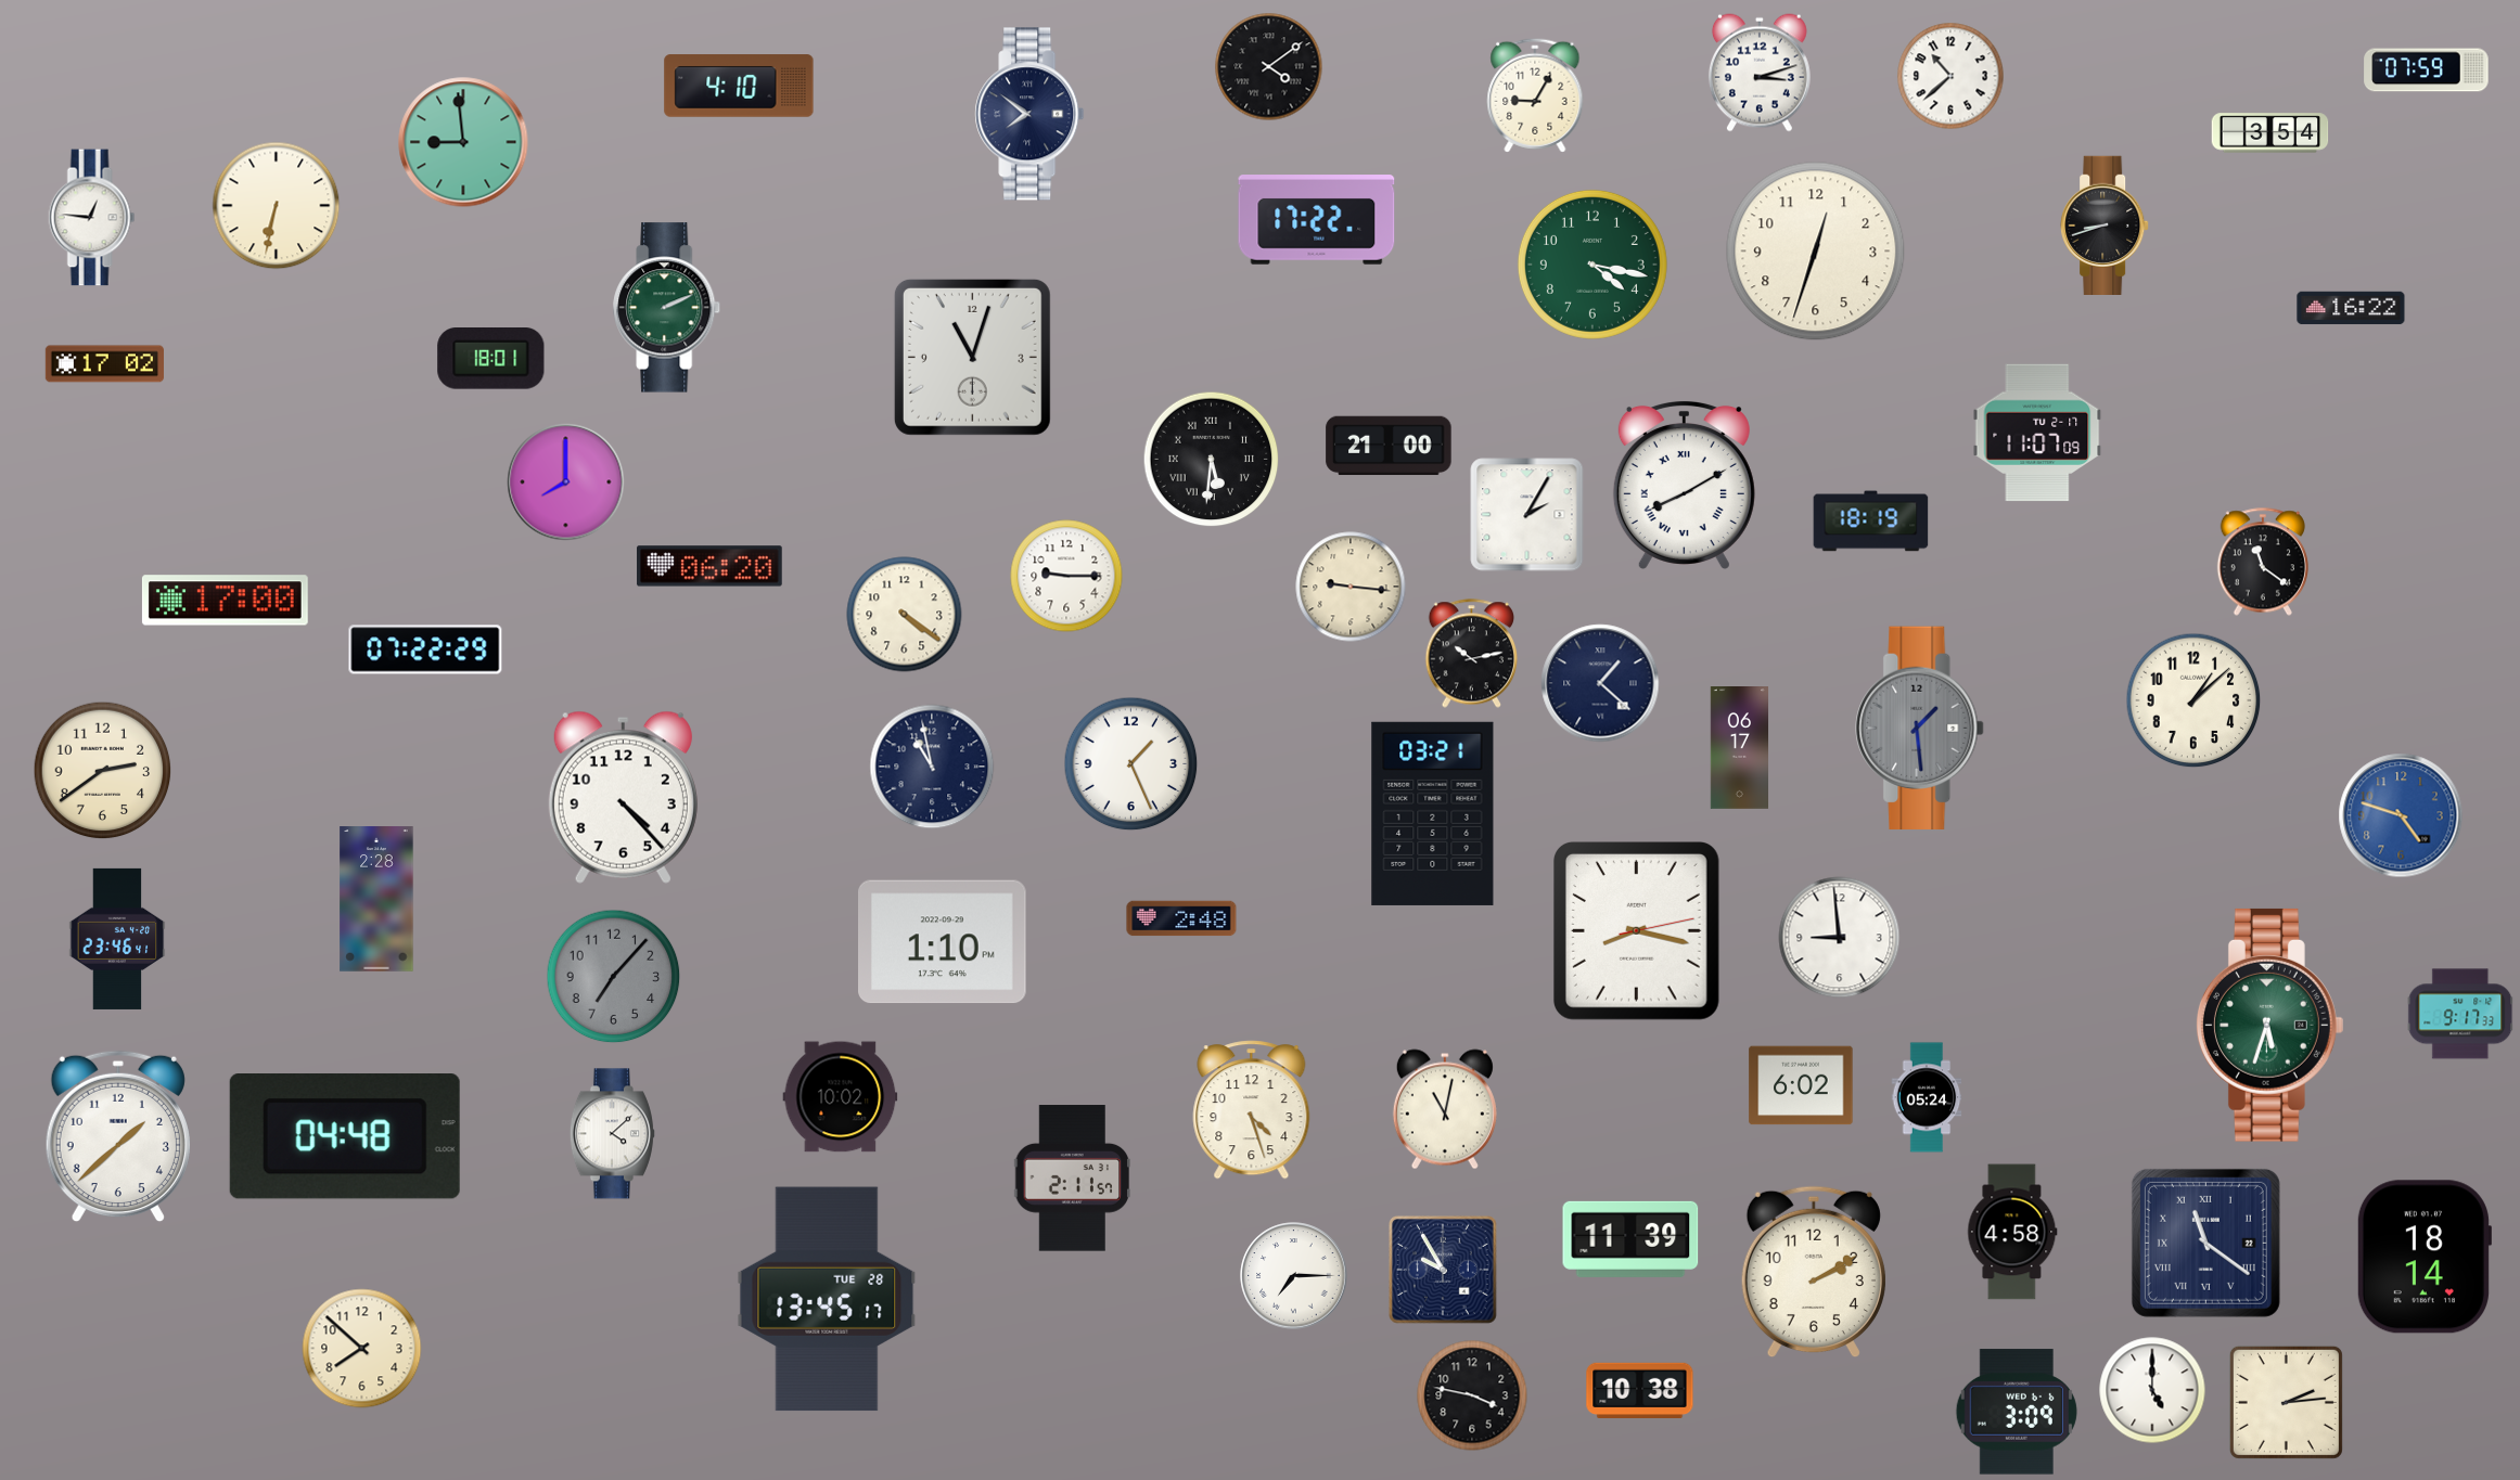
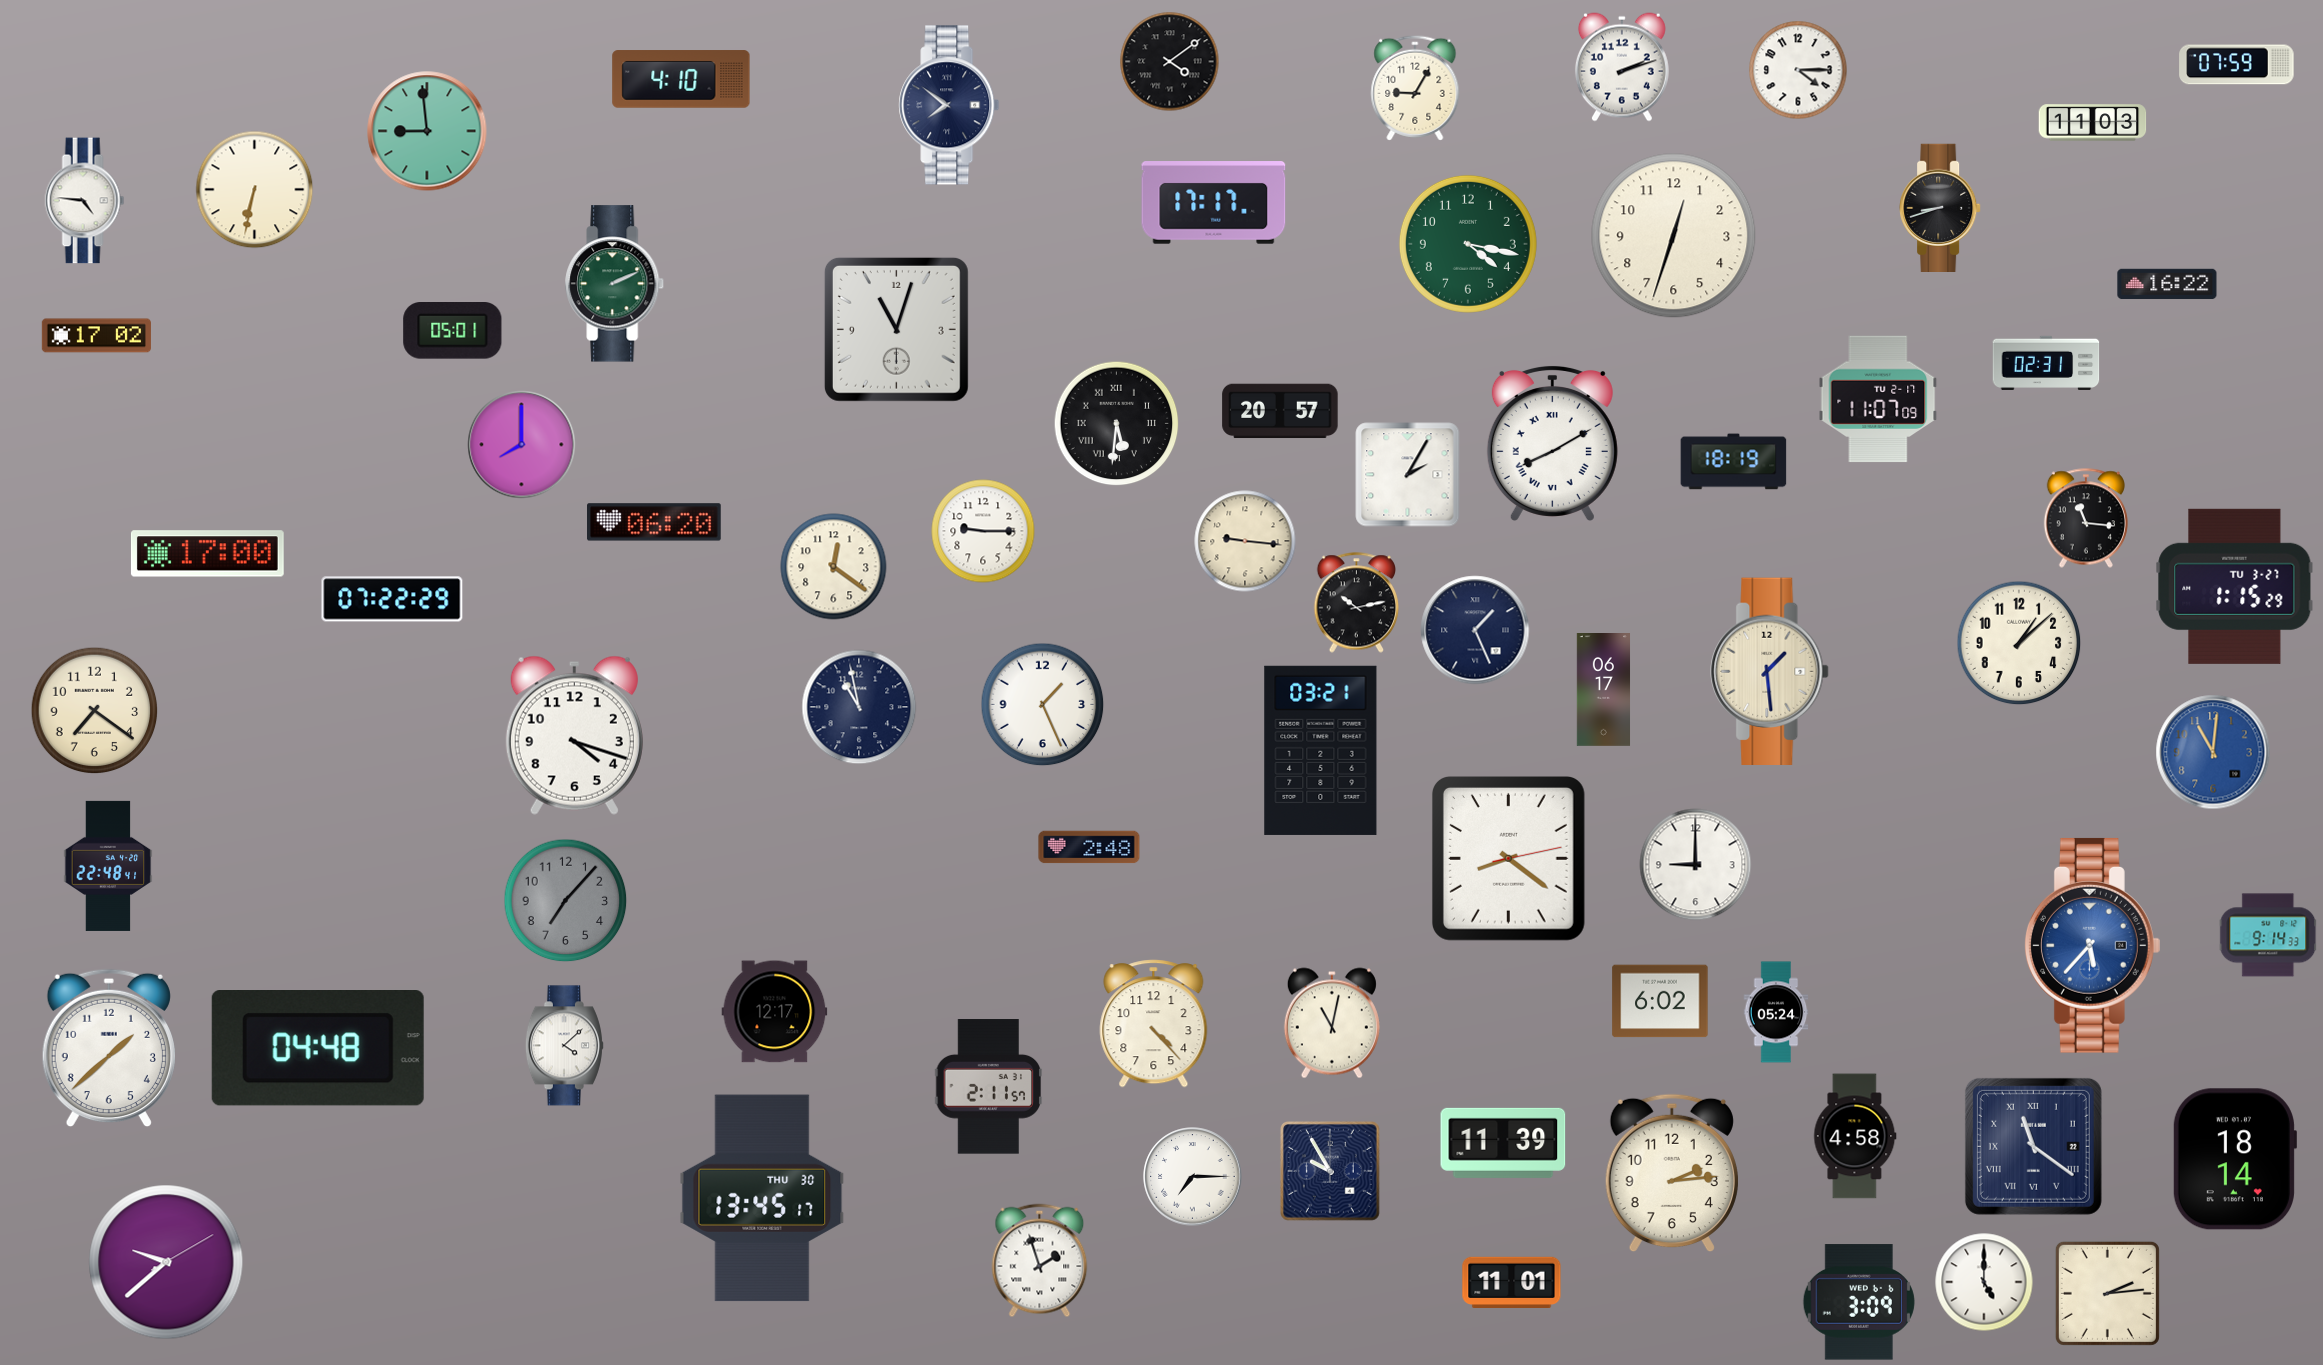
clock at (1760, 73): 3:12 -> 2:12
clock at (1950, 76): 10:38 -> 4:15
clock at (2270, 133): 3:54 -> 11:03
clock at (92, 218): 12:46 -> 4:46
clock at (1317, 220): 17:22 -> 17:17
clock at (1816, 252) position: (1816, 252) -> (1674, 236)
clock at (491, 359): 18:01 -> 05:01
clock at (2046, 363): none -> 02:31
clock at (1389, 446): 21:00 -> 20:57
clock at (1684, 485) position: (1684, 485) -> (1552, 443)
clock at (1871, 522) position: (1871, 522) -> (1734, 462)
clock at (2263, 562): 11:21 -> 11:16
clock at (905, 615): 4:21 -> 12:21
clock at (2235, 586): none -> 1:15
clock at (1600, 683): 1:22 -> 1:26
clock at (2193, 700) position: (2193, 700) -> (2019, 643)
clock at (1920, 728) dial: grey -> cream
clock at (103, 771): 2:39 -> 7:21
clock at (623, 797): 4:23 -> 4:18
clock at (2401, 815): 4:48 -> 11:01
clock at (376, 899): 2:28 -> none
clock at (1636, 931): 8:17 -> 8:21
clock at (1840, 938): 8:59 -> 9:00
clock at (117, 939): 23:46 -> 22:48
clock at (943, 942): 1:10 -> none
clock at (2460, 1014): 9:17 -> 9:14
clock at (2269, 1025): 5:33 -> 5:37
clock at (2269, 1025) dial: green -> blue
clock at (841, 1097): 10:02 -> 12:17
clock at (1252, 1110): 4:27 -> 4:23
clock at (1814, 1272): 2:10 -> 2:14
clock at (827, 1299) date: TUE 28 -> THU 30
clock at (362, 1349): 7:52 -> none
clock at (1040, 1261): none -> 1:57
clock at (166, 1262): none -> 9:38
clock at (1640, 1390): 10:38 -> 11:01
clock at (1472, 1395): 3:47 -> none
